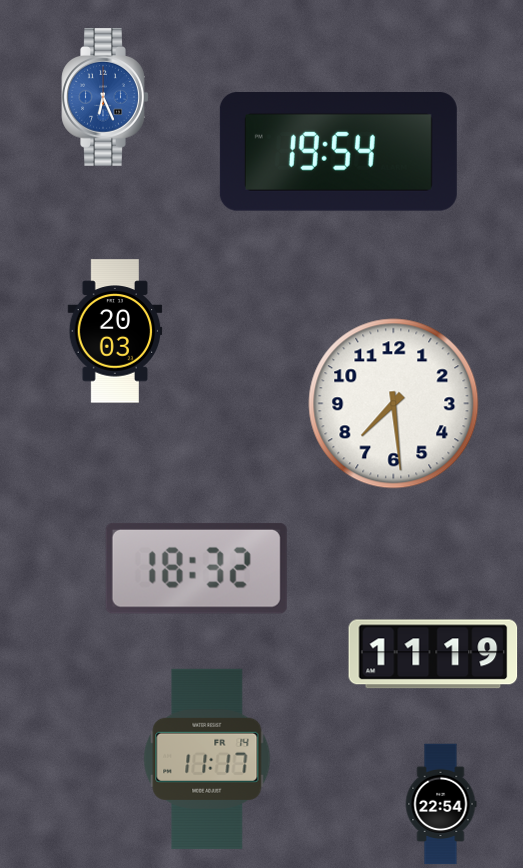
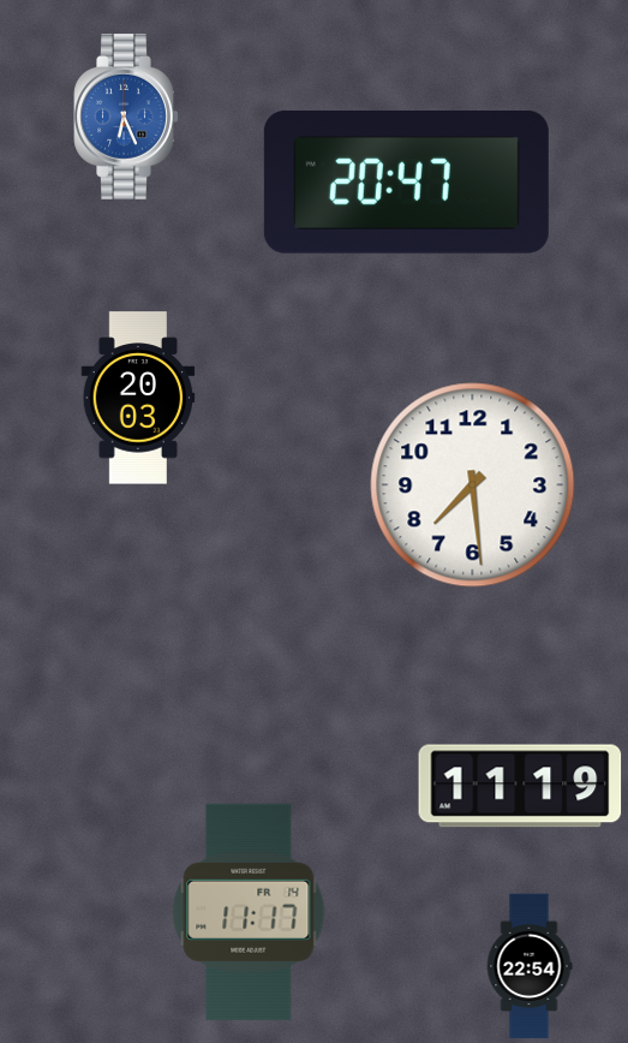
clock at (338, 152): 19:54 -> 20:47
clock at (196, 568): 18:32 -> none
